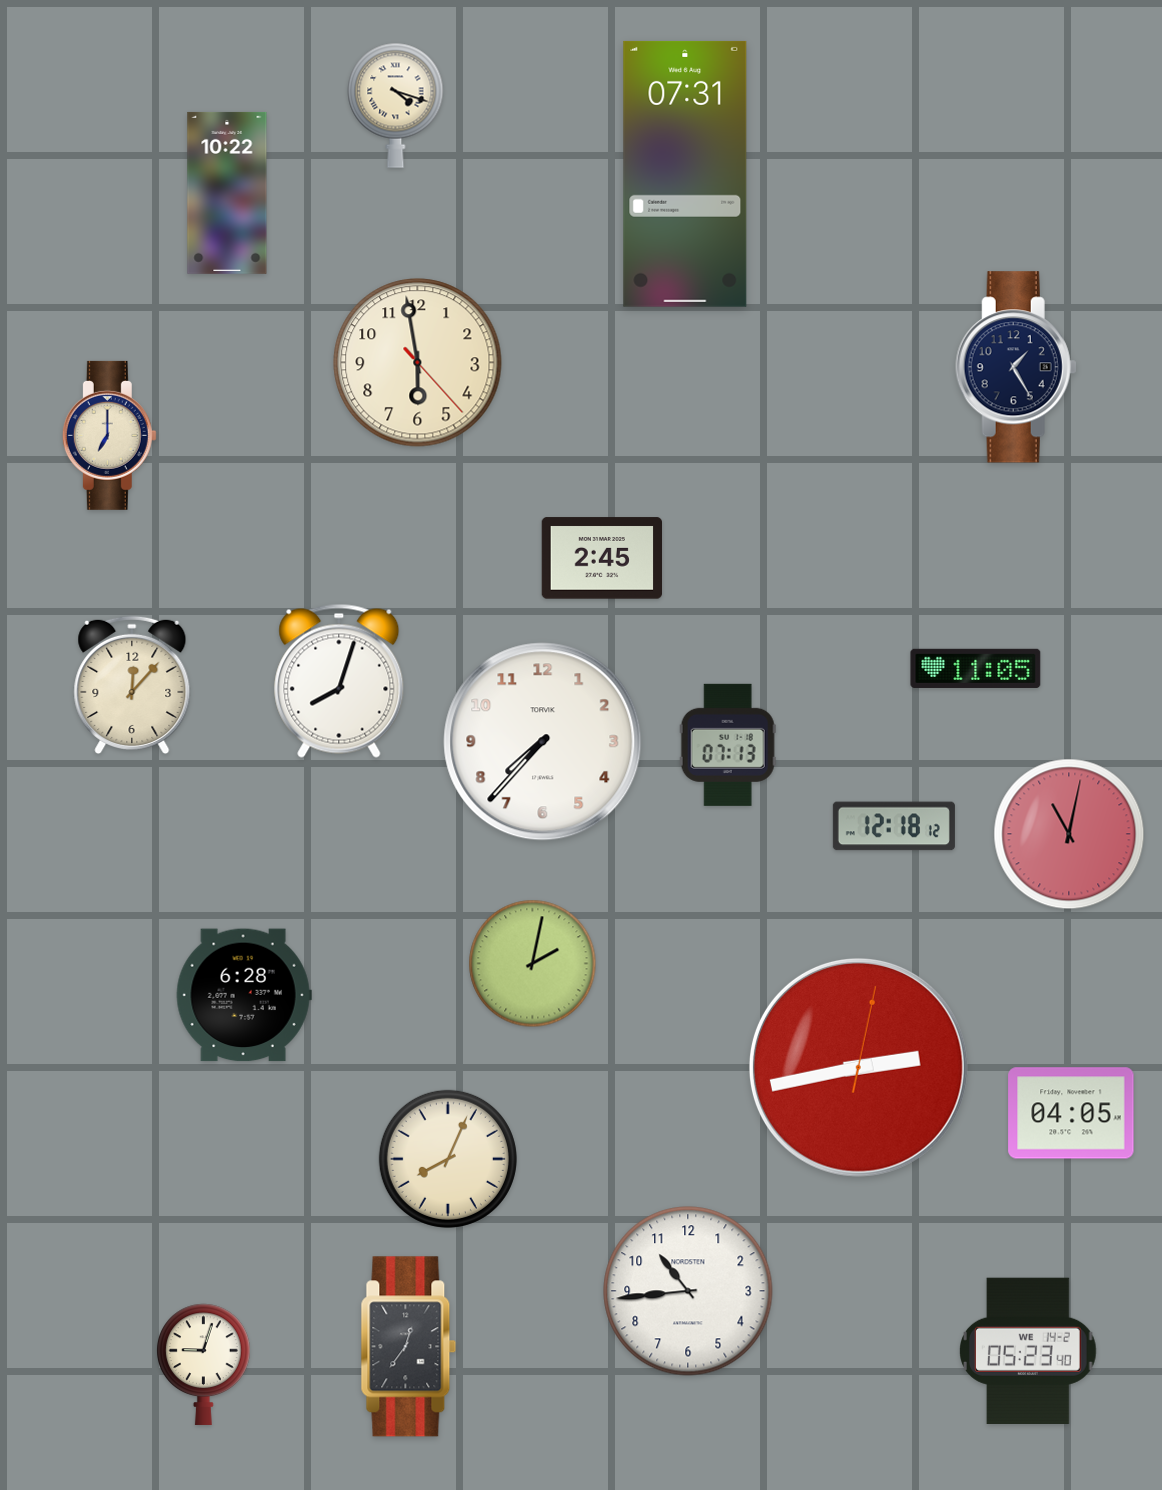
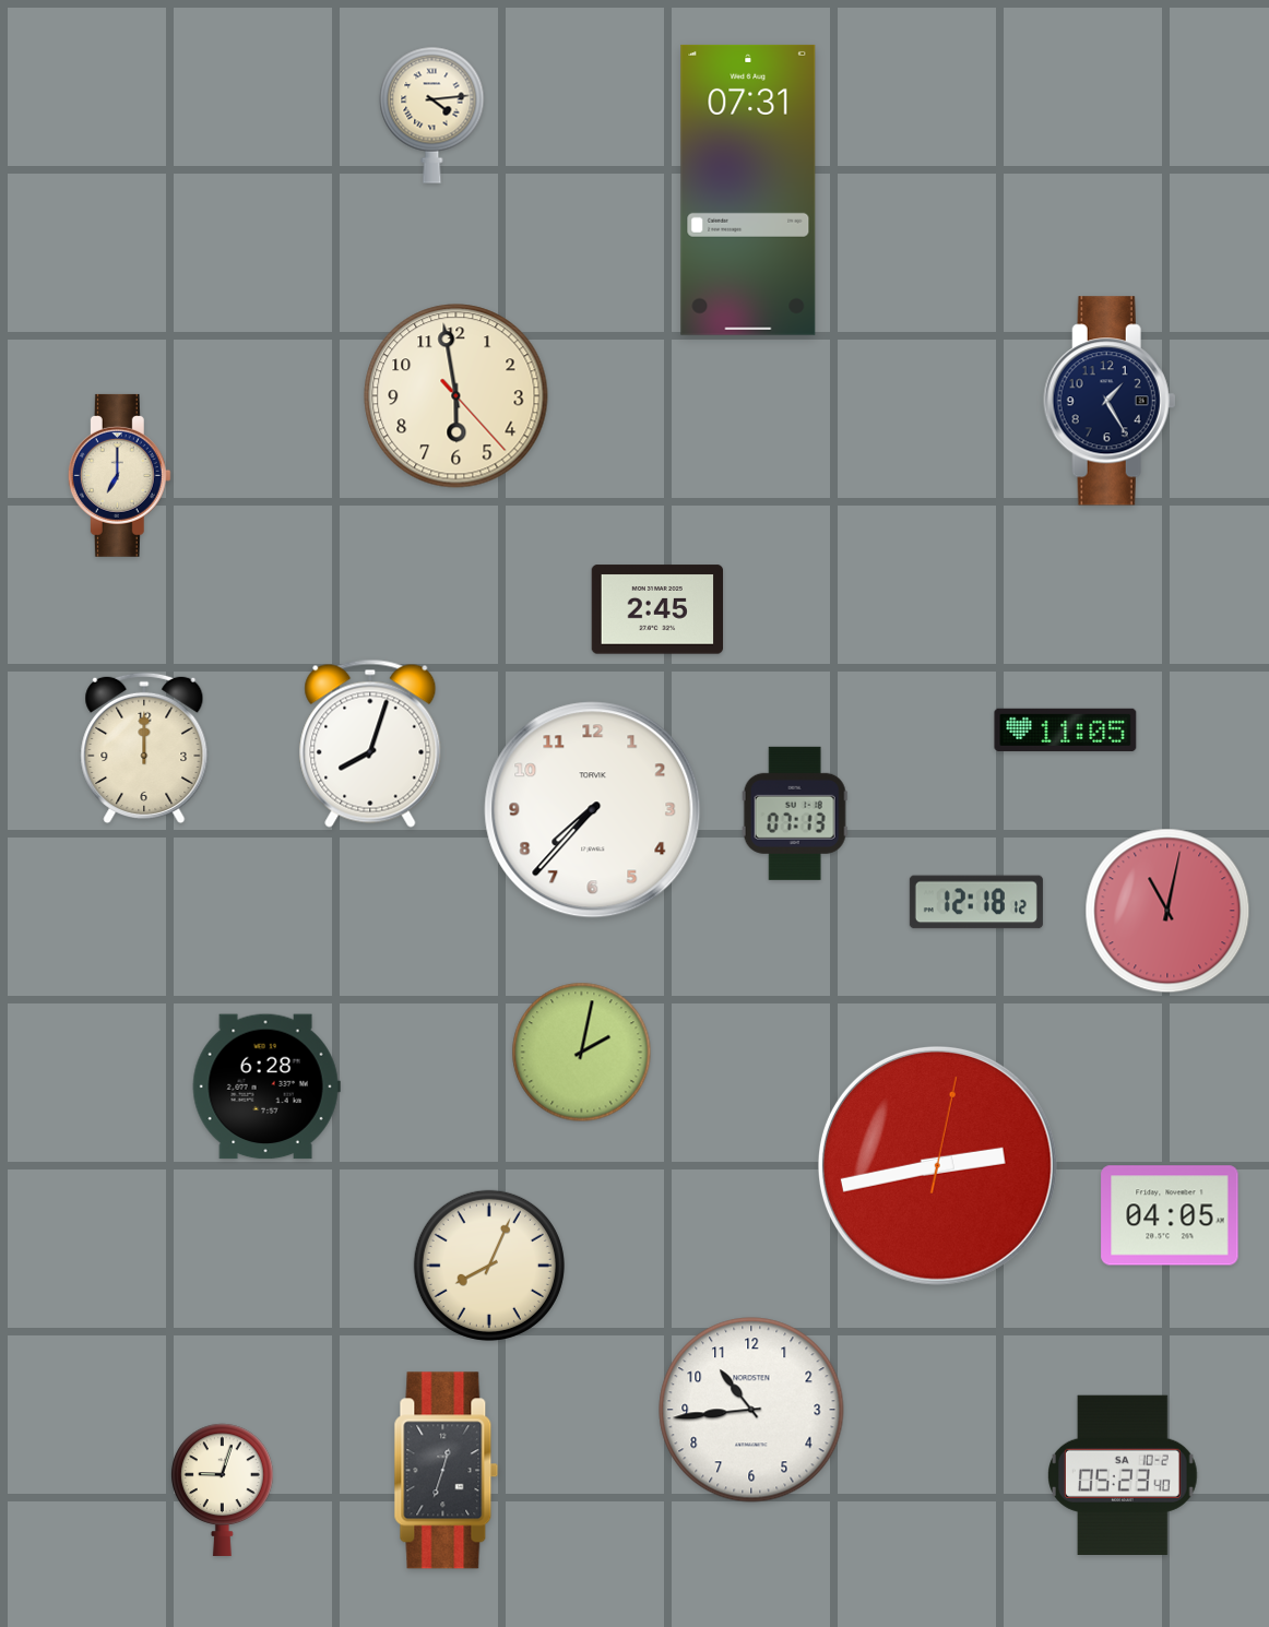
clock at (396, 105): 4:18 -> 4:14
clock at (227, 193): 10:22 -> none
clock at (132, 685): 12:07 -> 12:00
clock at (409, 1347): 12:36 -> 12:33
clock at (1029, 1351) date: WE 14-2 -> SA 10-2
